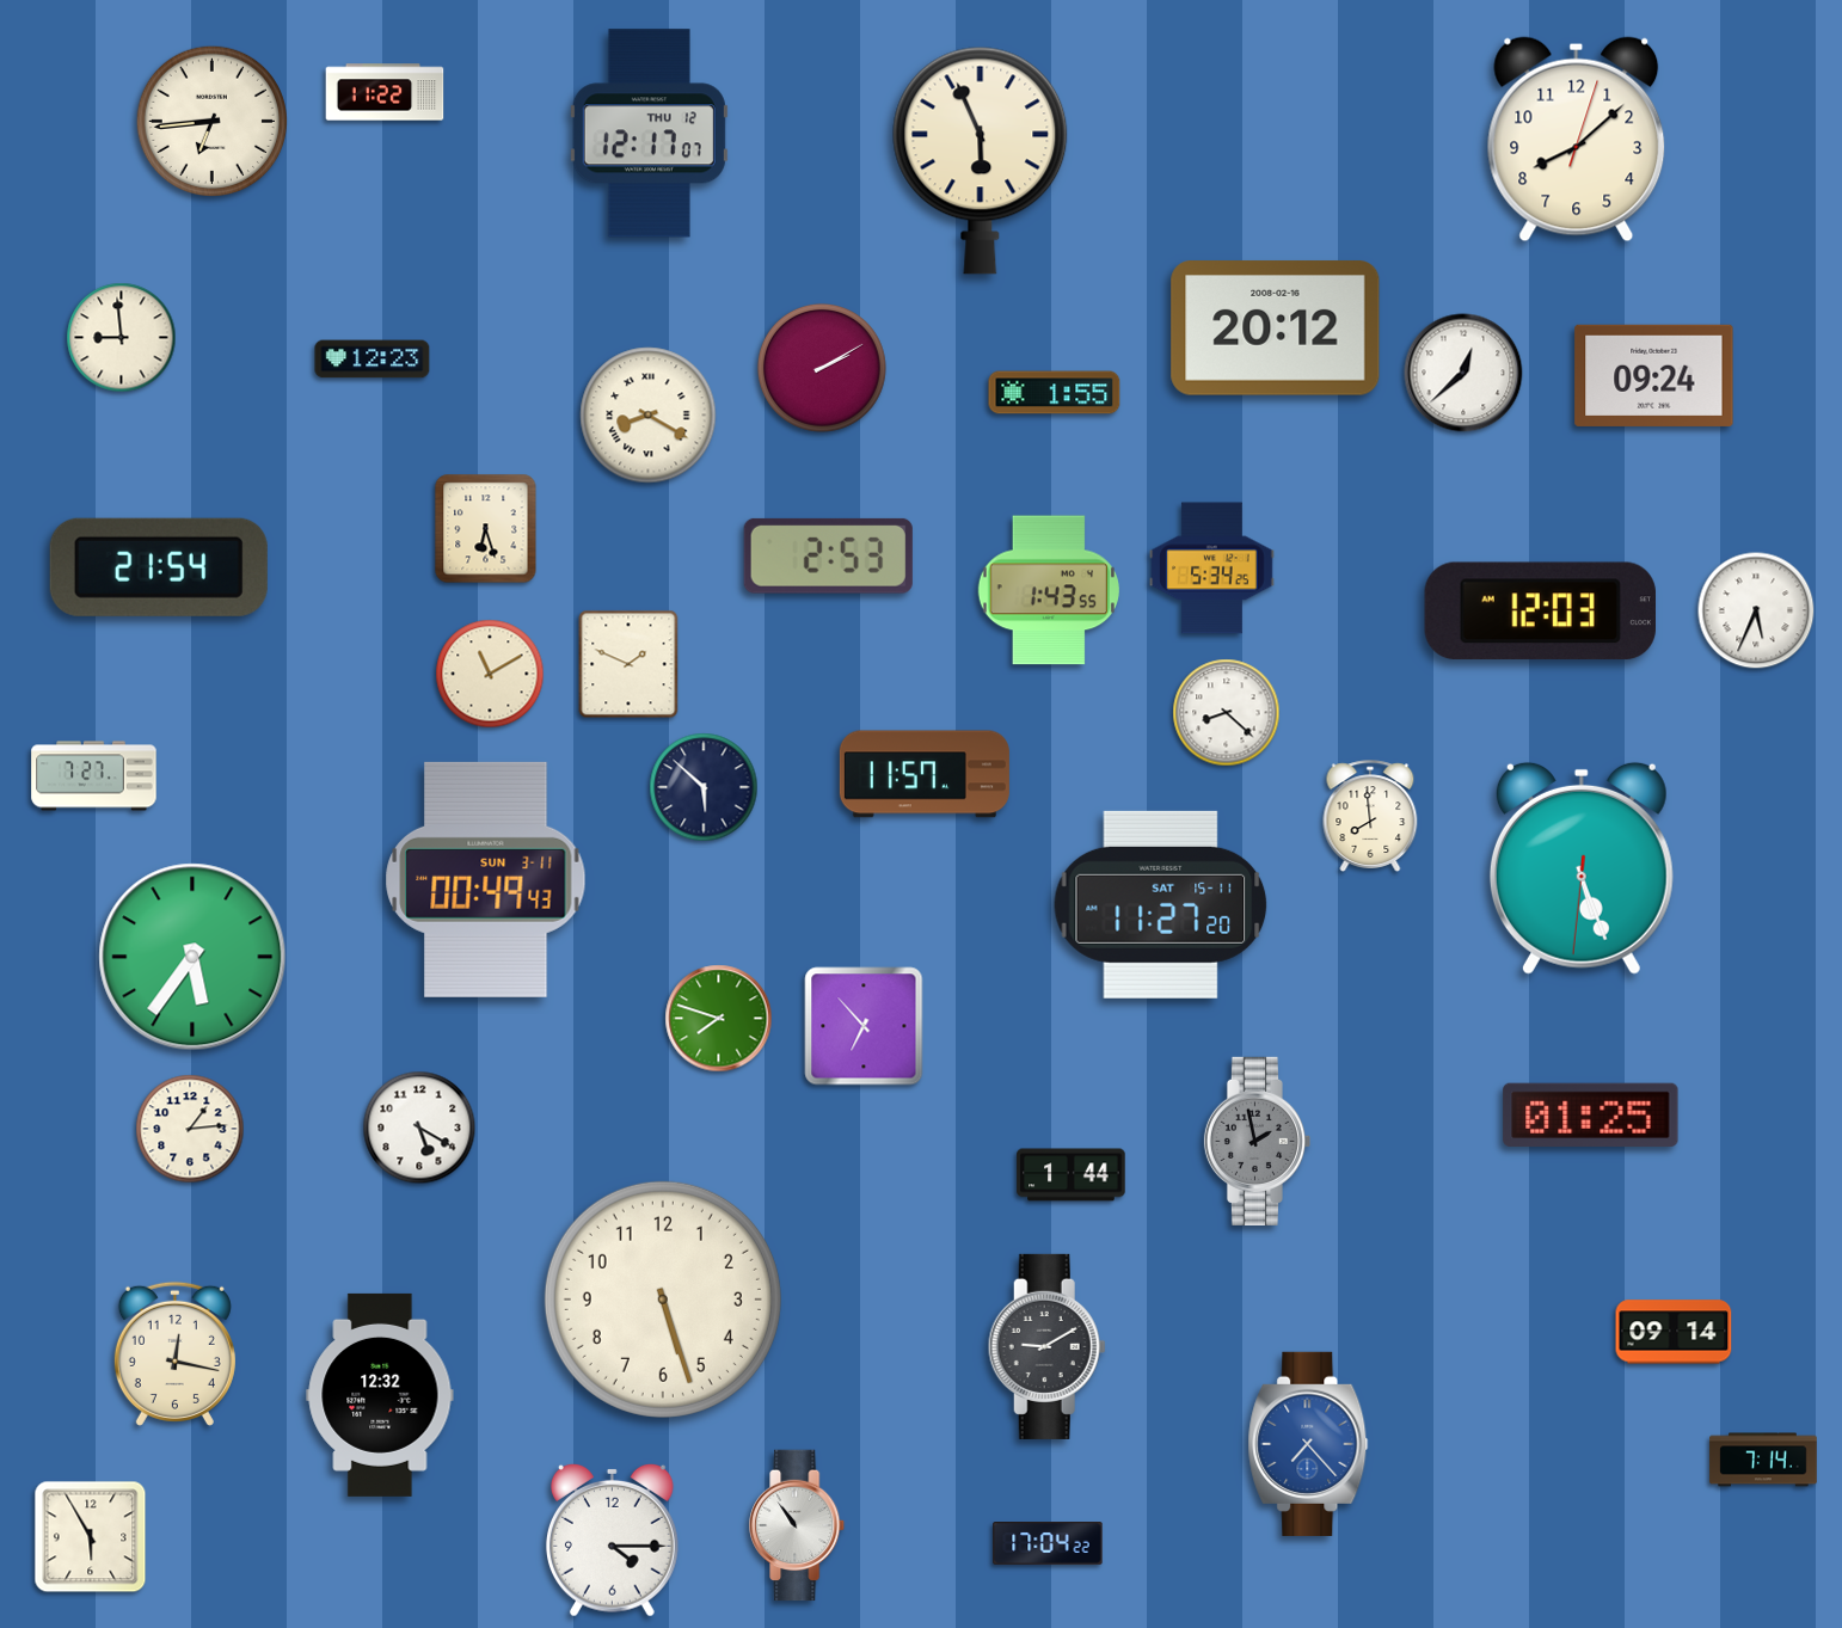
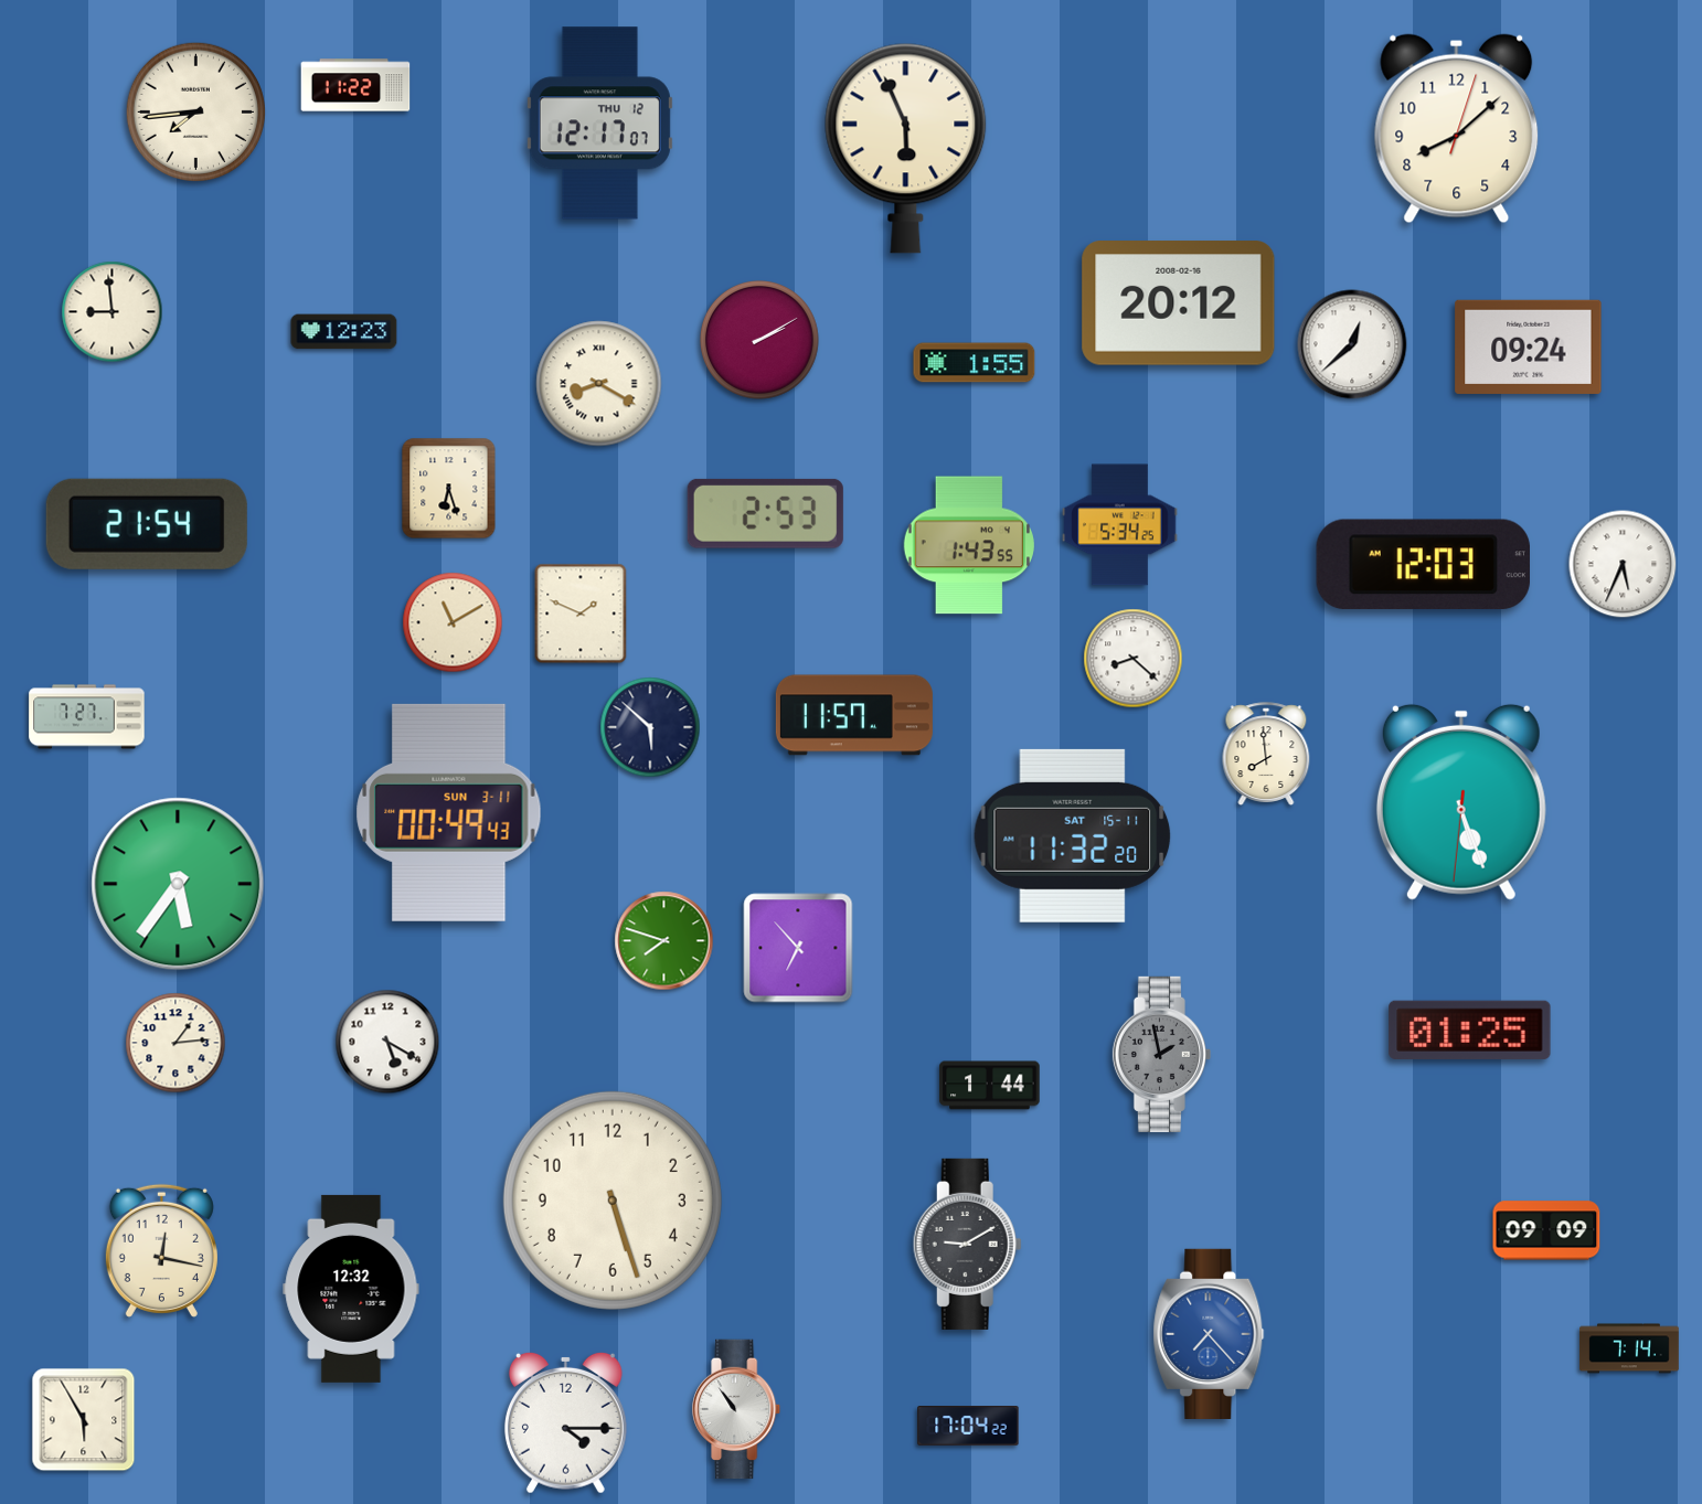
clock at (211, 121): 6:44 -> 7:44
clock at (1161, 904): 11:27 -> 11:32
clock at (1674, 1332): 09:14 -> 09:09
